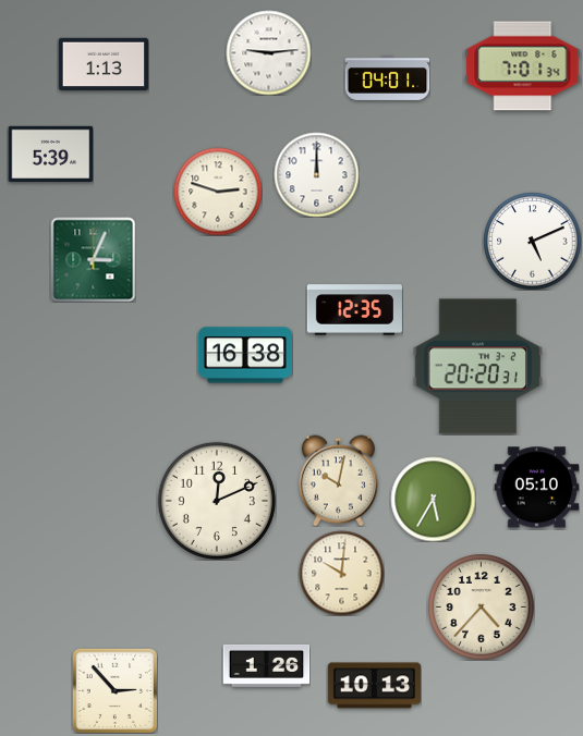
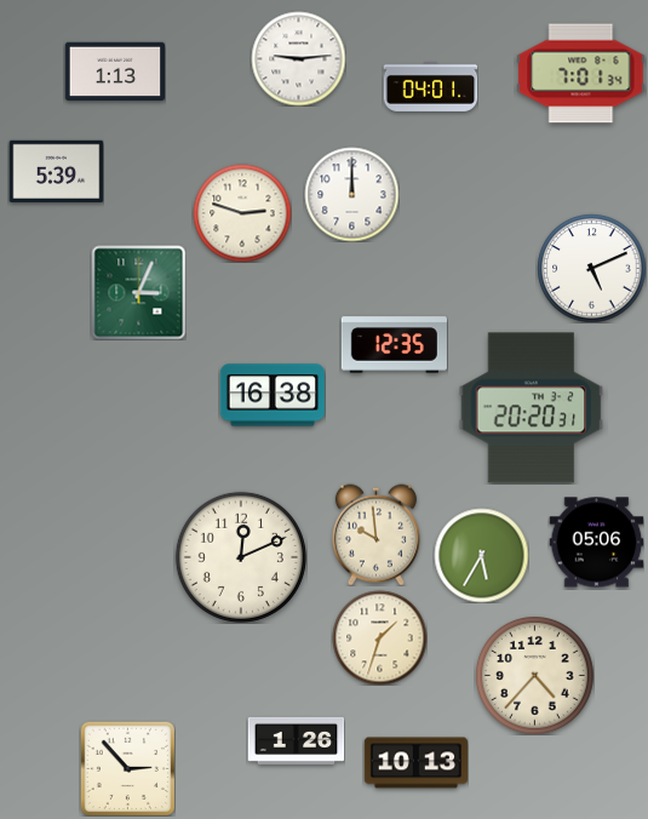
clock at (93, 259) position: (93, 259) -> (138, 292)
clock at (338, 480): 10:02 -> 9:59
clock at (536, 488): 05:10 -> 05:06
clock at (341, 573): 10:01 -> 1:33
